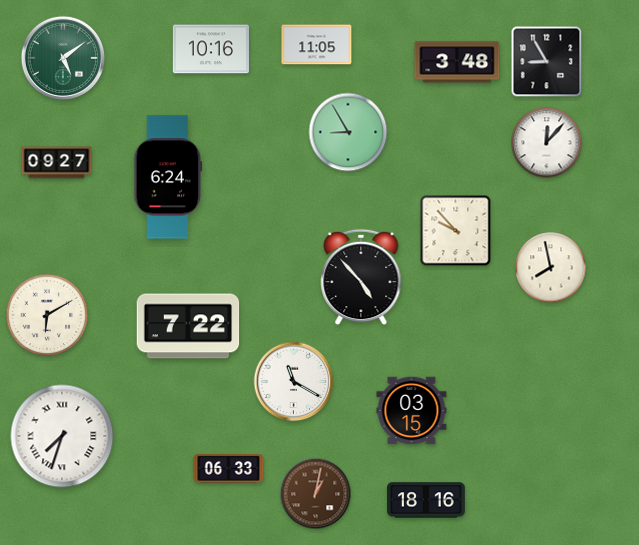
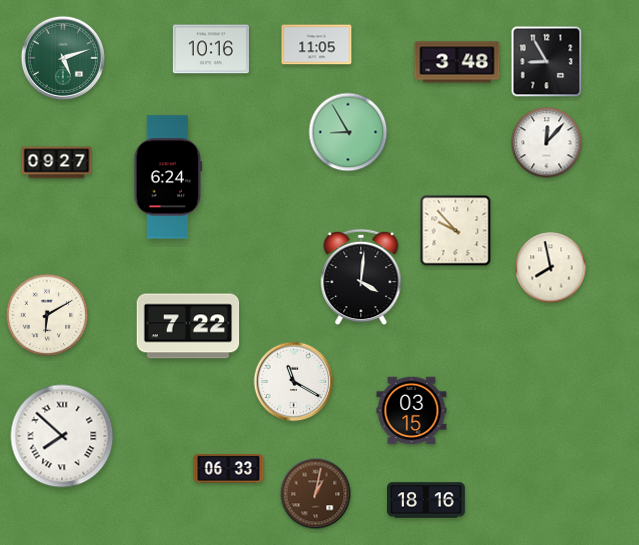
clock at (63, 58): 5:09 -> 5:12
clock at (361, 277): 4:53 -> 4:01
clock at (62, 436): 7:33 -> 7:52
